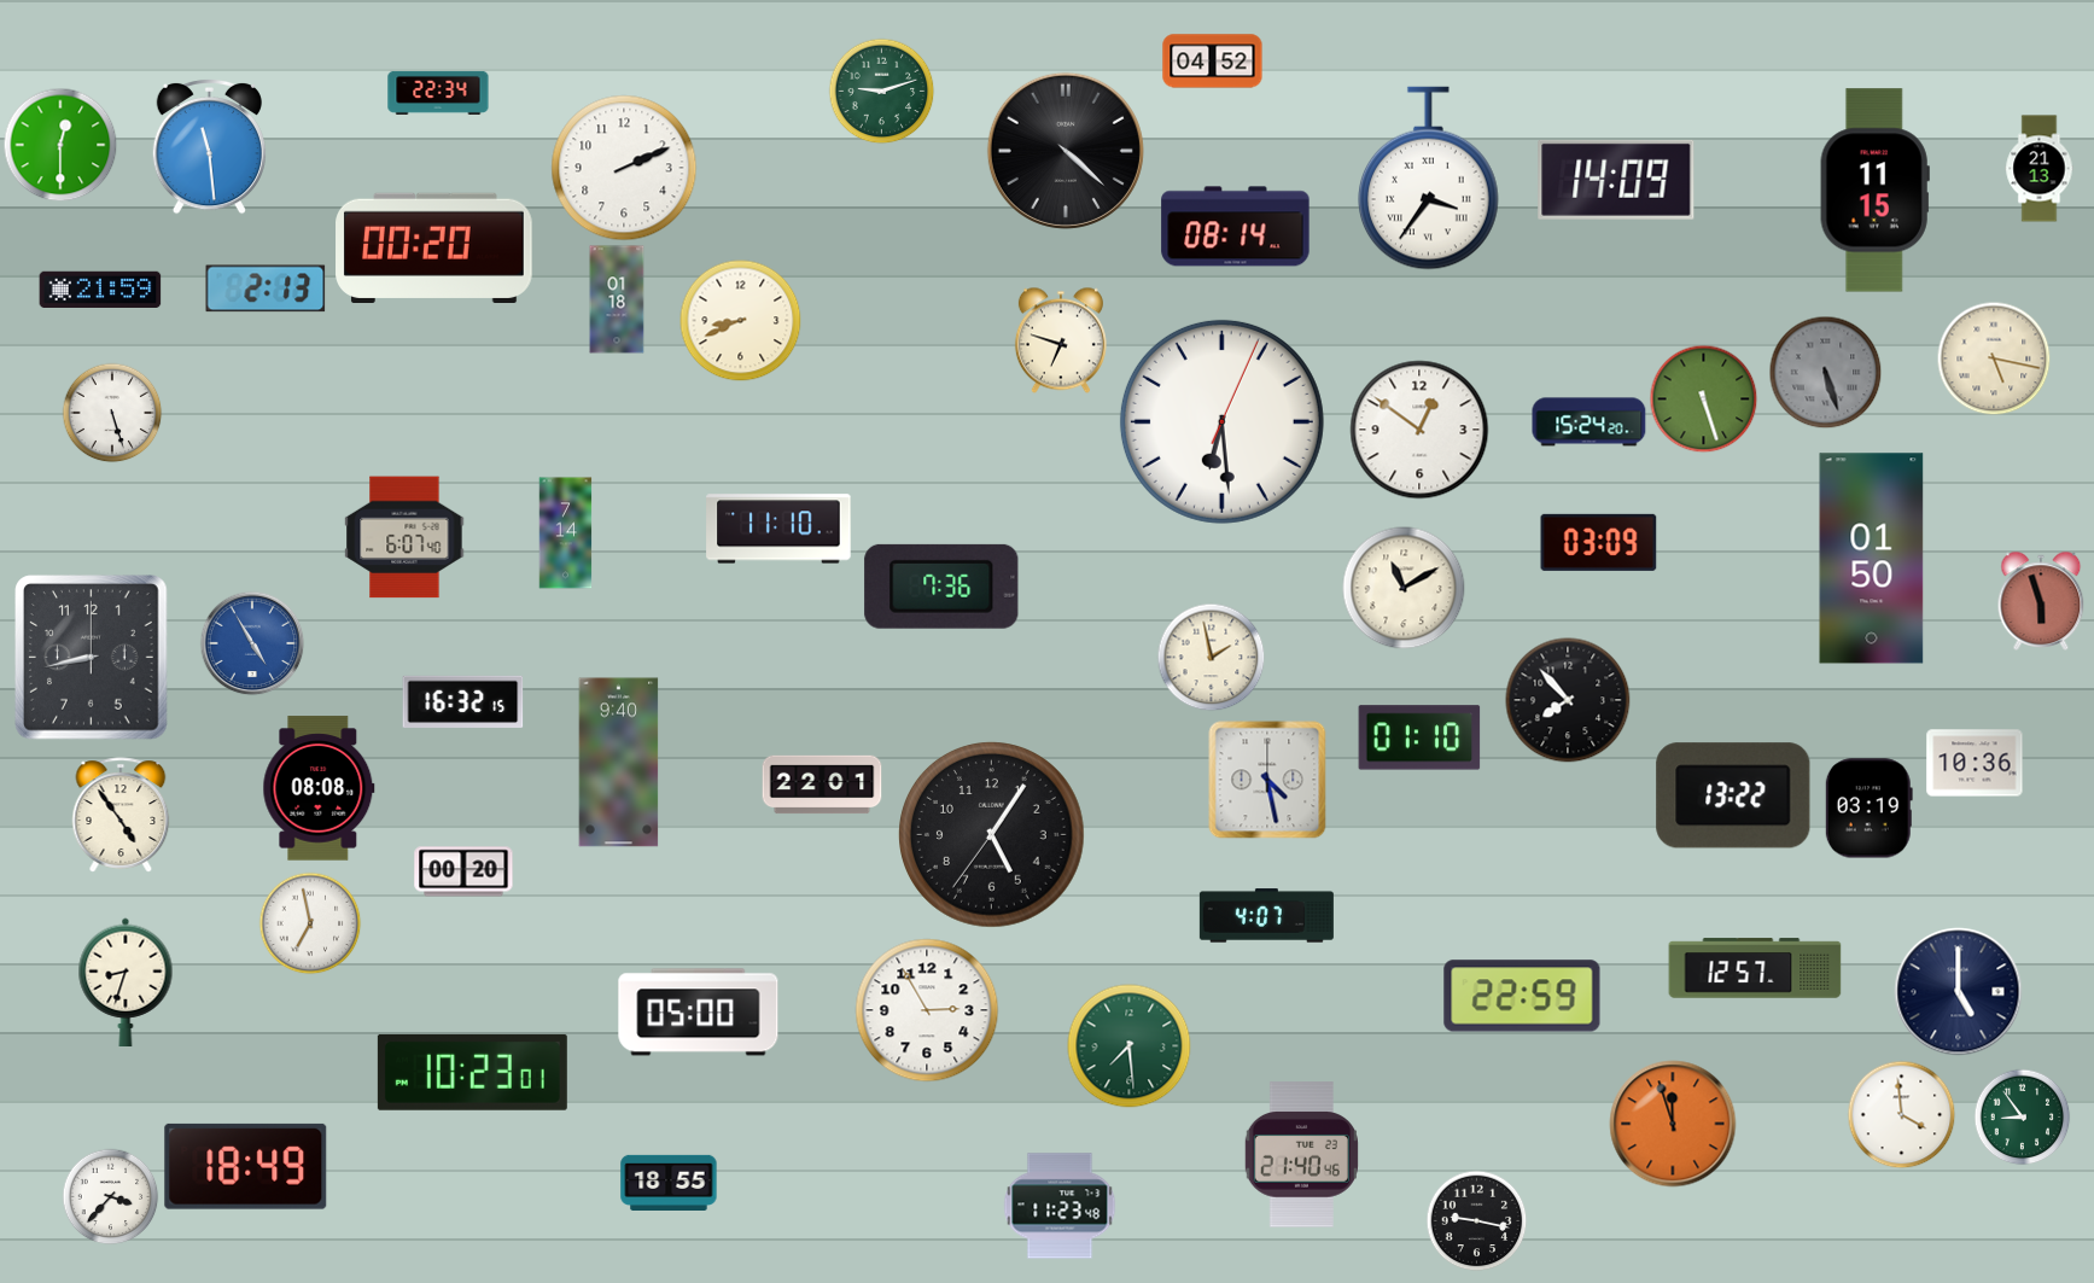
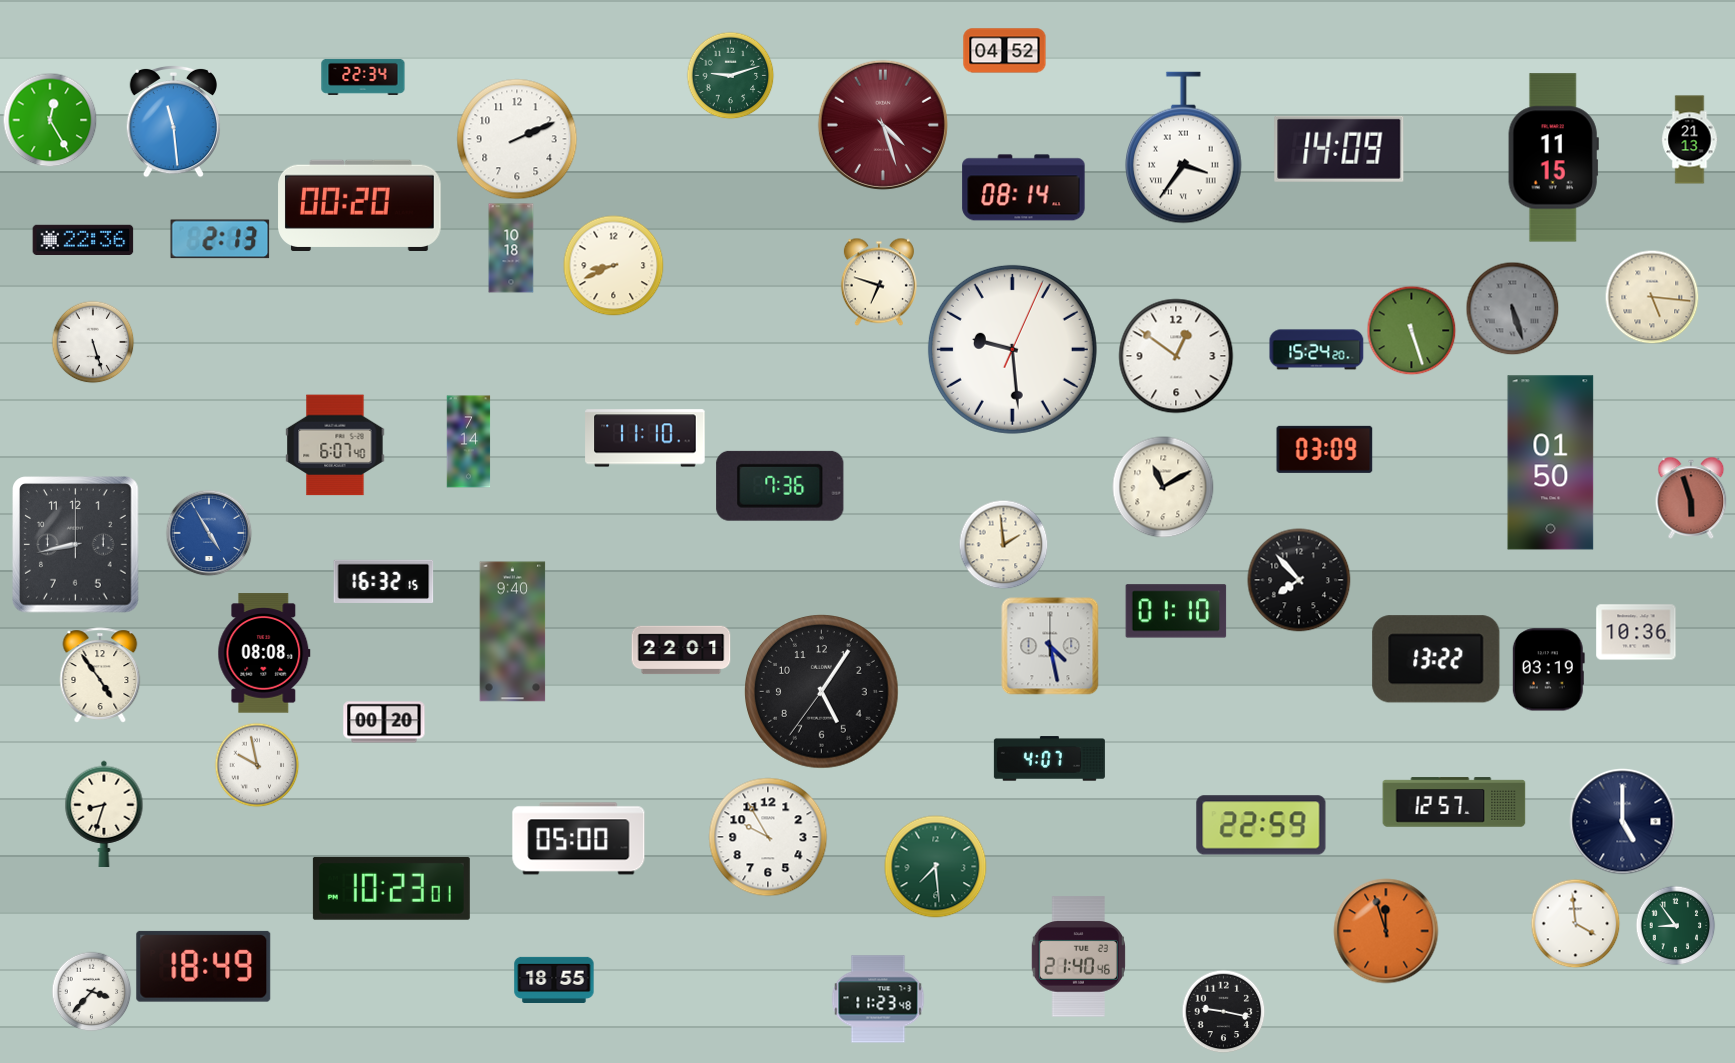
clock at (60, 145): 12:30 -> 12:25
clock at (1066, 151): 4:22 -> 4:27
clock at (1066, 151) dial: black -> burgundy
clock at (100, 288): 21:59 -> 22:36
clock at (617, 299): 01:18 -> 10:18
clock at (1994, 358): 5:17 -> 5:16
clock at (1221, 421): 6:29 -> 9:29
clock at (1211, 657): 1:58 -> 1:59
clock at (310, 923): 6:58 -> 9:58
clock at (927, 1010): 2:55 -> 9:55
